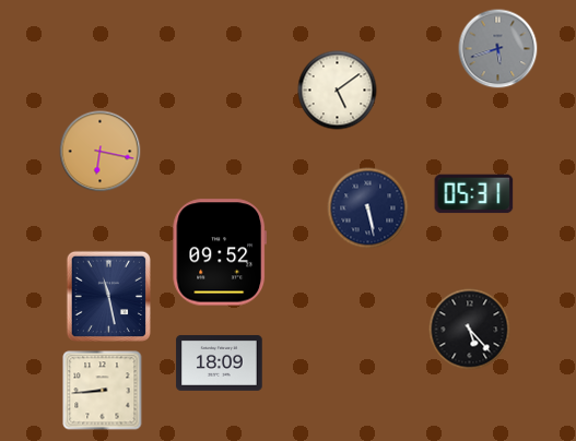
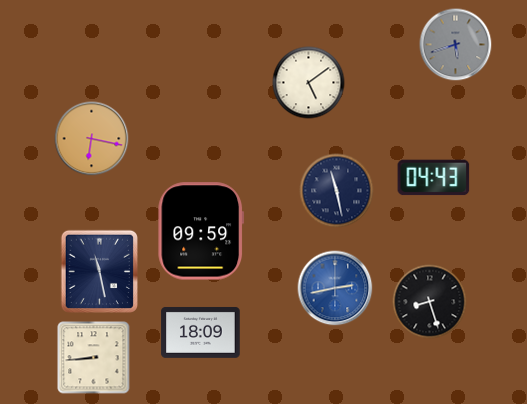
clock at (474, 194): 05:31 -> 04:43
clock at (368, 208): 5:28 -> 11:28
clock at (220, 252): 09:52 -> 09:59
clock at (335, 288): none -> 2:43
clock at (470, 330): 5:23 -> 8:27
